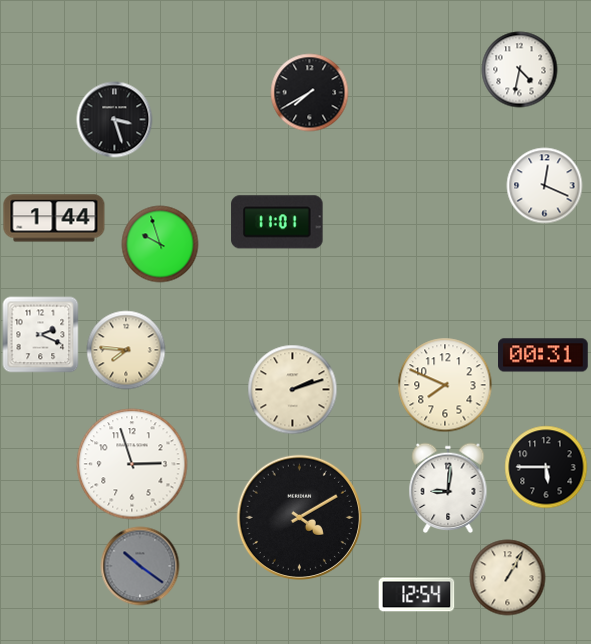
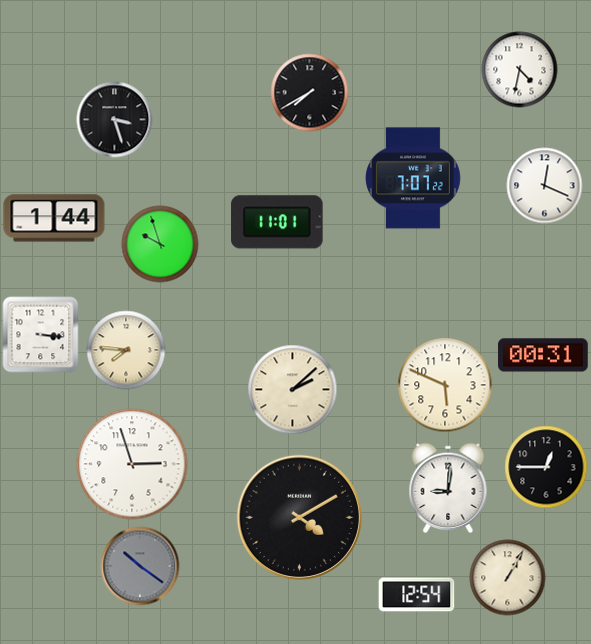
clock at (413, 178): none -> 7:07
clock at (41, 335): 2:19 -> 3:16
clock at (445, 385): 7:49 -> 5:49
clock at (293, 390): 2:12 -> 2:08
clock at (546, 467): 5:45 -> 12:45
